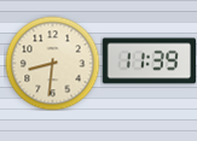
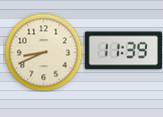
clock at (52, 63): 8:31 -> 8:41
